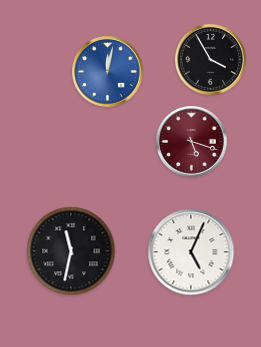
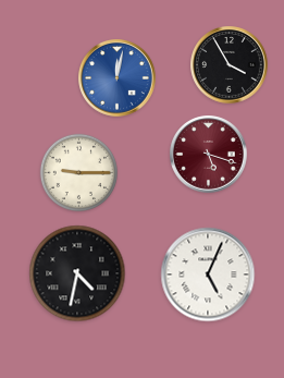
clock at (79, 173): none -> 9:15
clock at (71, 251): 11:32 -> 4:32
